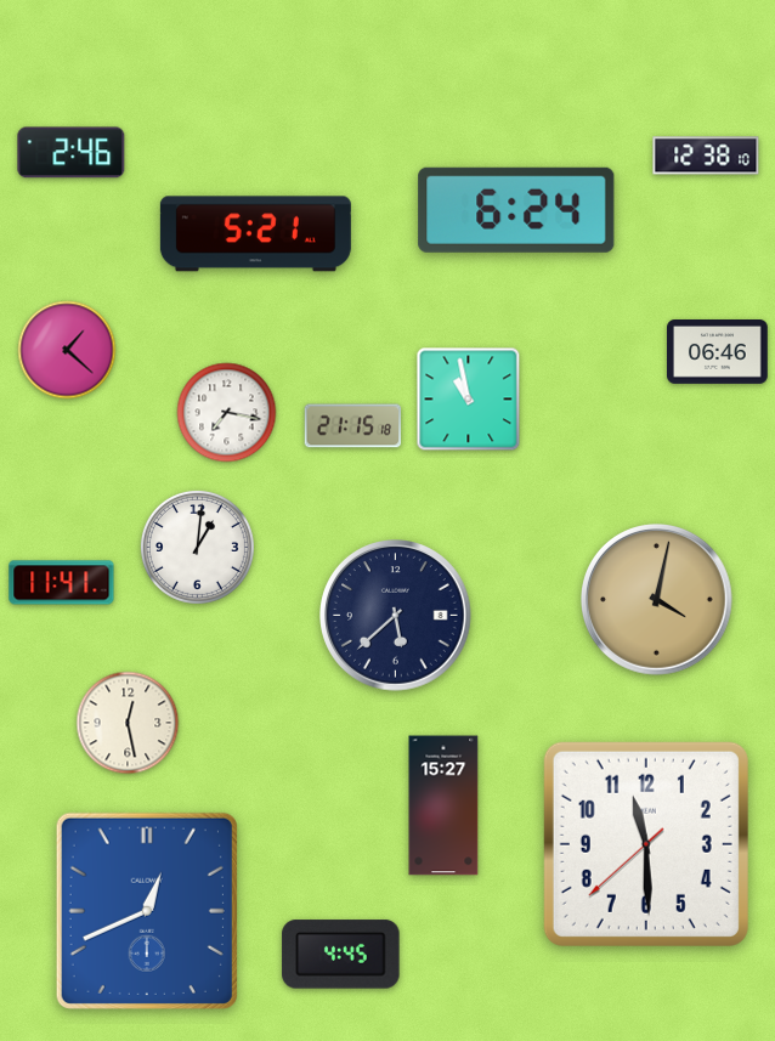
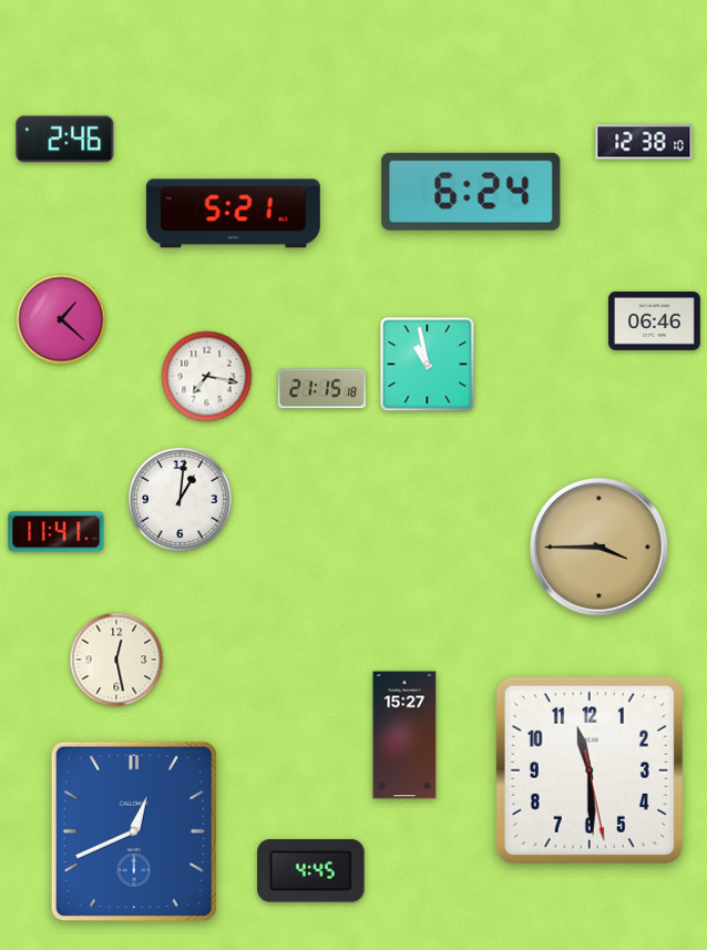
clock at (657, 600): 4:02 -> 3:45
clock at (396, 616): 5:38 -> none
clock at (646, 844): 11:29:38 -> 11:29:28
